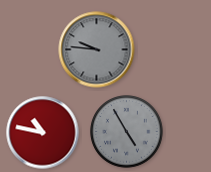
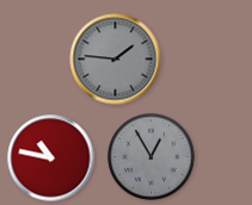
clock at (97, 50): 9:46 -> 1:46
clock at (127, 132): 4:55 -> 12:55
